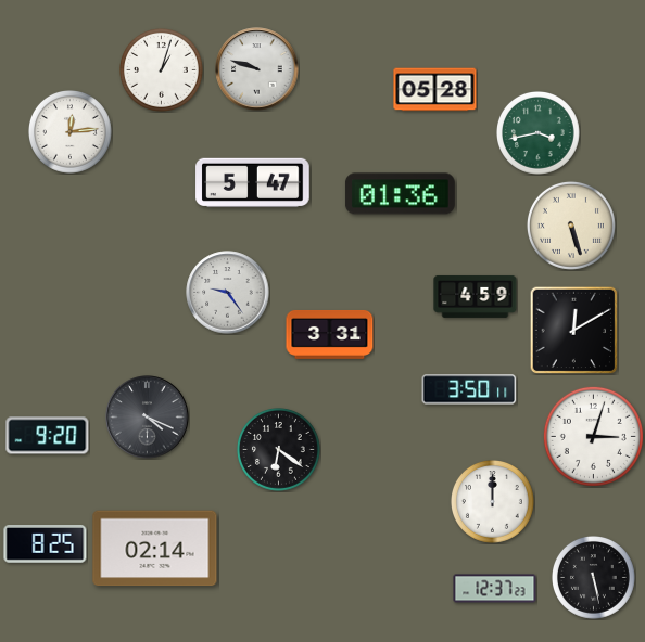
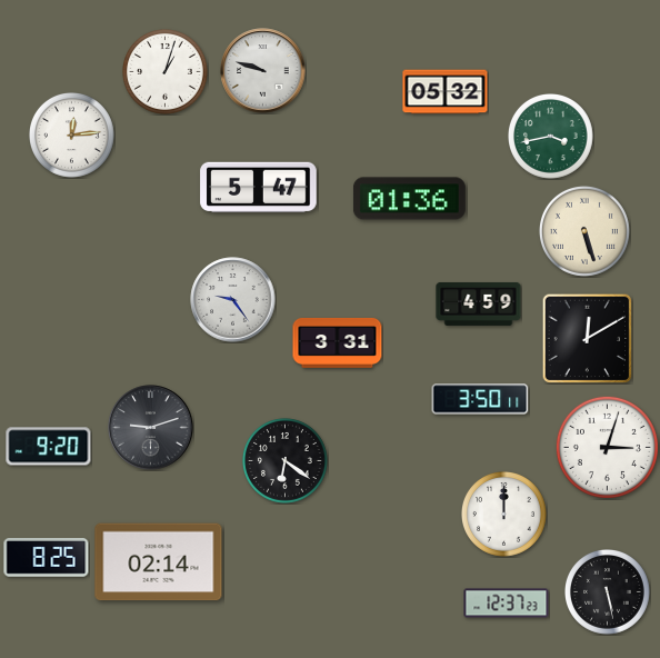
clock at (435, 90): 05:28 -> 05:32
clock at (476, 296) position: (476, 296) -> (479, 303)
clock at (148, 418): 4:19 -> 9:12
